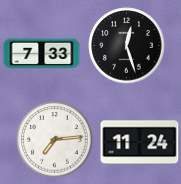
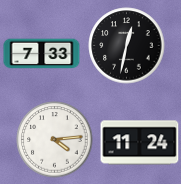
clock at (127, 46): 12:27 -> 12:32
clock at (55, 140): 7:14 -> 4:14
